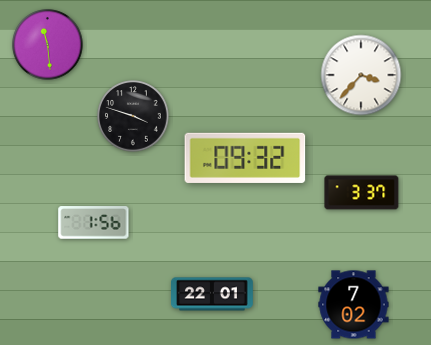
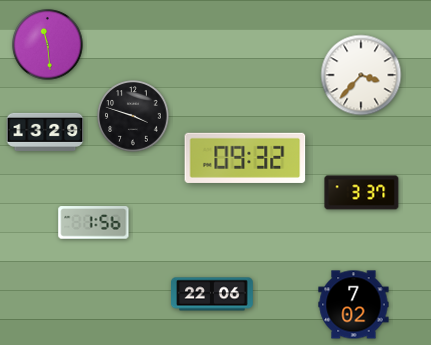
clock at (45, 132): none -> 13:29
clock at (213, 294): 22:01 -> 22:06
